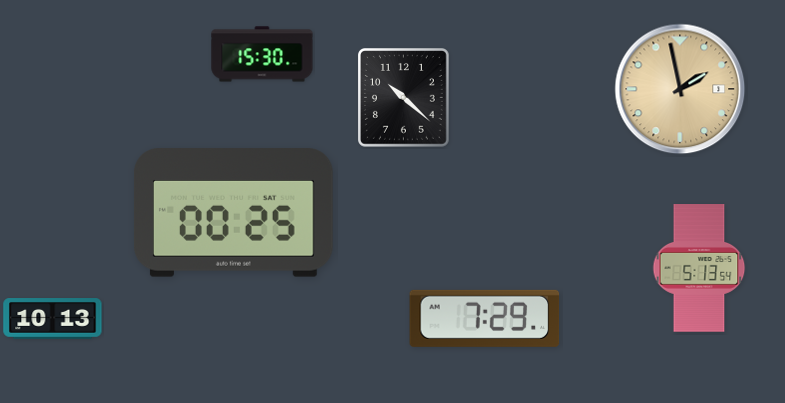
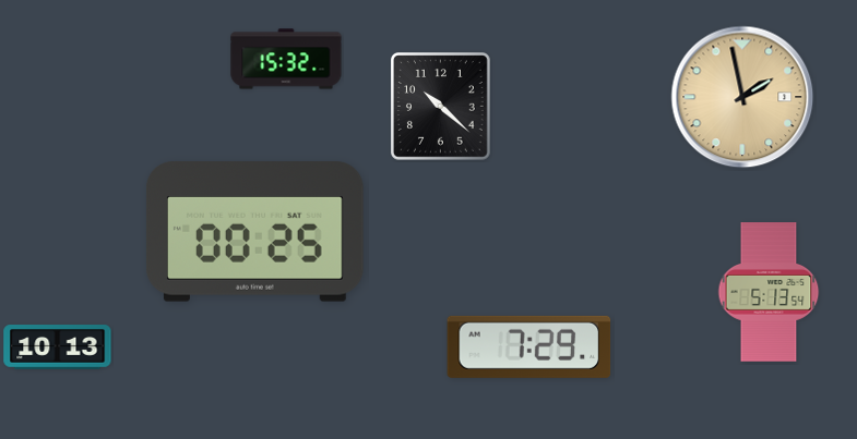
clock at (262, 54): 15:30 -> 15:32
clock at (699, 268) position: (699, 268) -> (769, 292)
